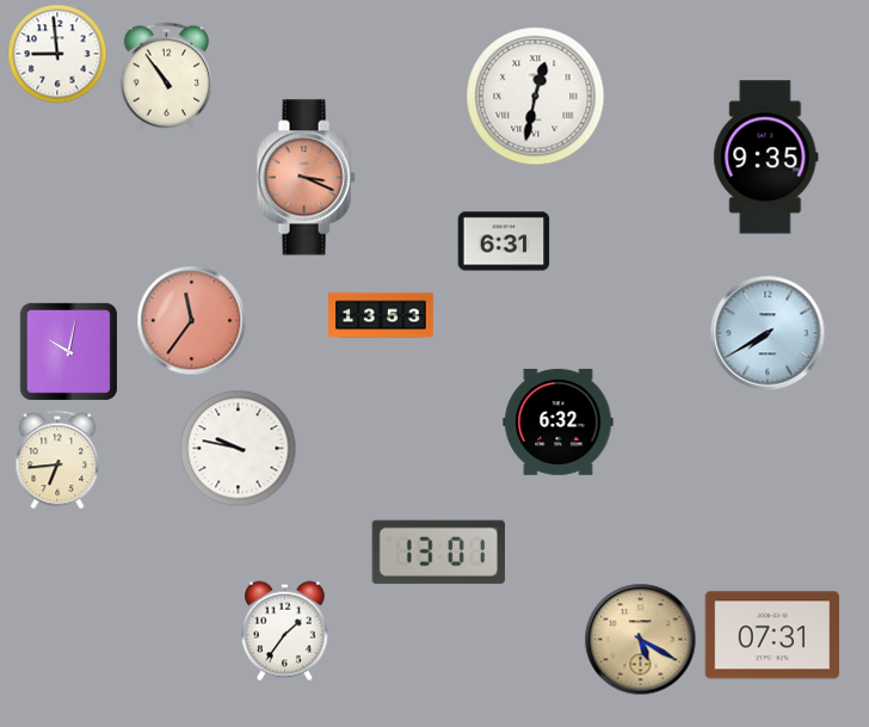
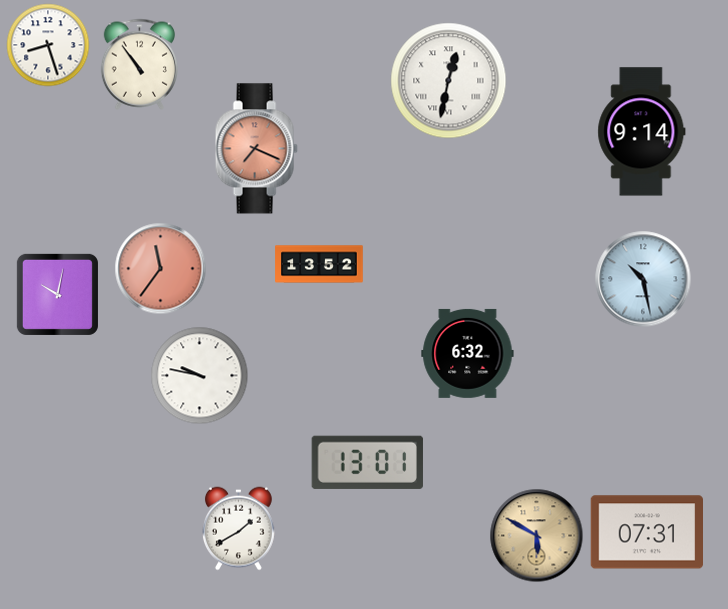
clock at (57, 54): 8:59 -> 8:27
clock at (766, 158): 9:35 -> 9:14
clock at (306, 178): 3:19 -> 7:19
clock at (504, 241): 6:31 -> none
clock at (381, 315): 13:53 -> 13:52
clock at (768, 333): 7:40 -> 10:28
clock at (57, 460): 6:44 -> none
clock at (285, 631): 1:36 -> 1:40
clock at (641, 640): 5:20 -> 5:50
